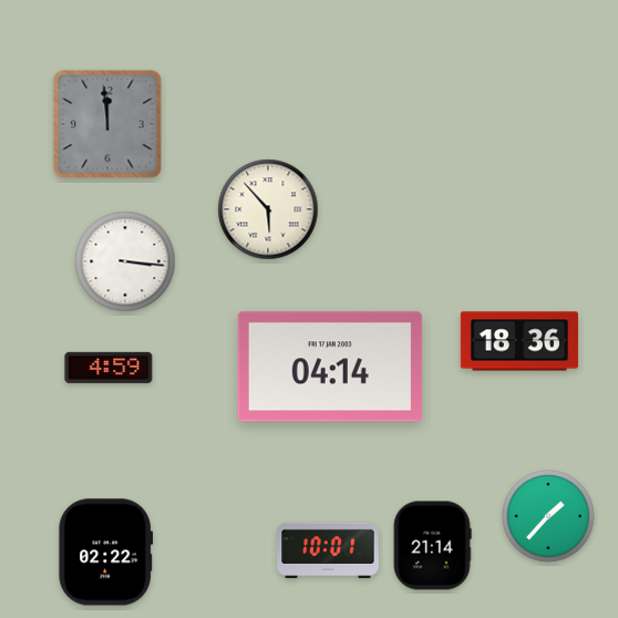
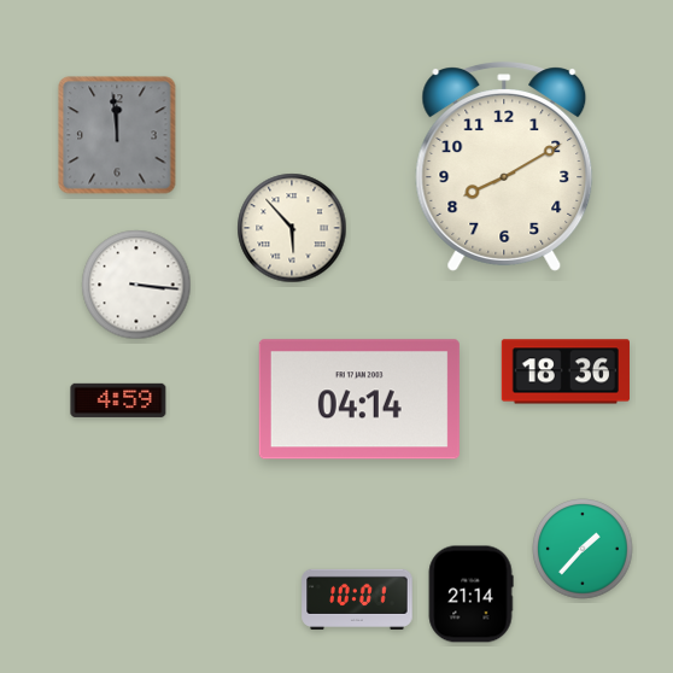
clock at (504, 166): none -> 8:10
clock at (548, 516) position: (548, 516) -> (583, 549)
clock at (106, 553): 02:22 -> none
